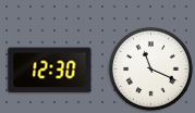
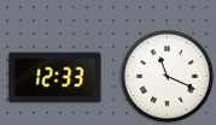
clock at (50, 71): 12:30 -> 12:33
